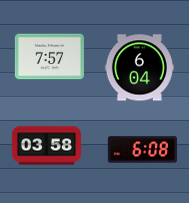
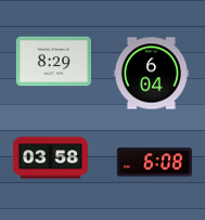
clock at (49, 57): 7:57 -> 8:29
